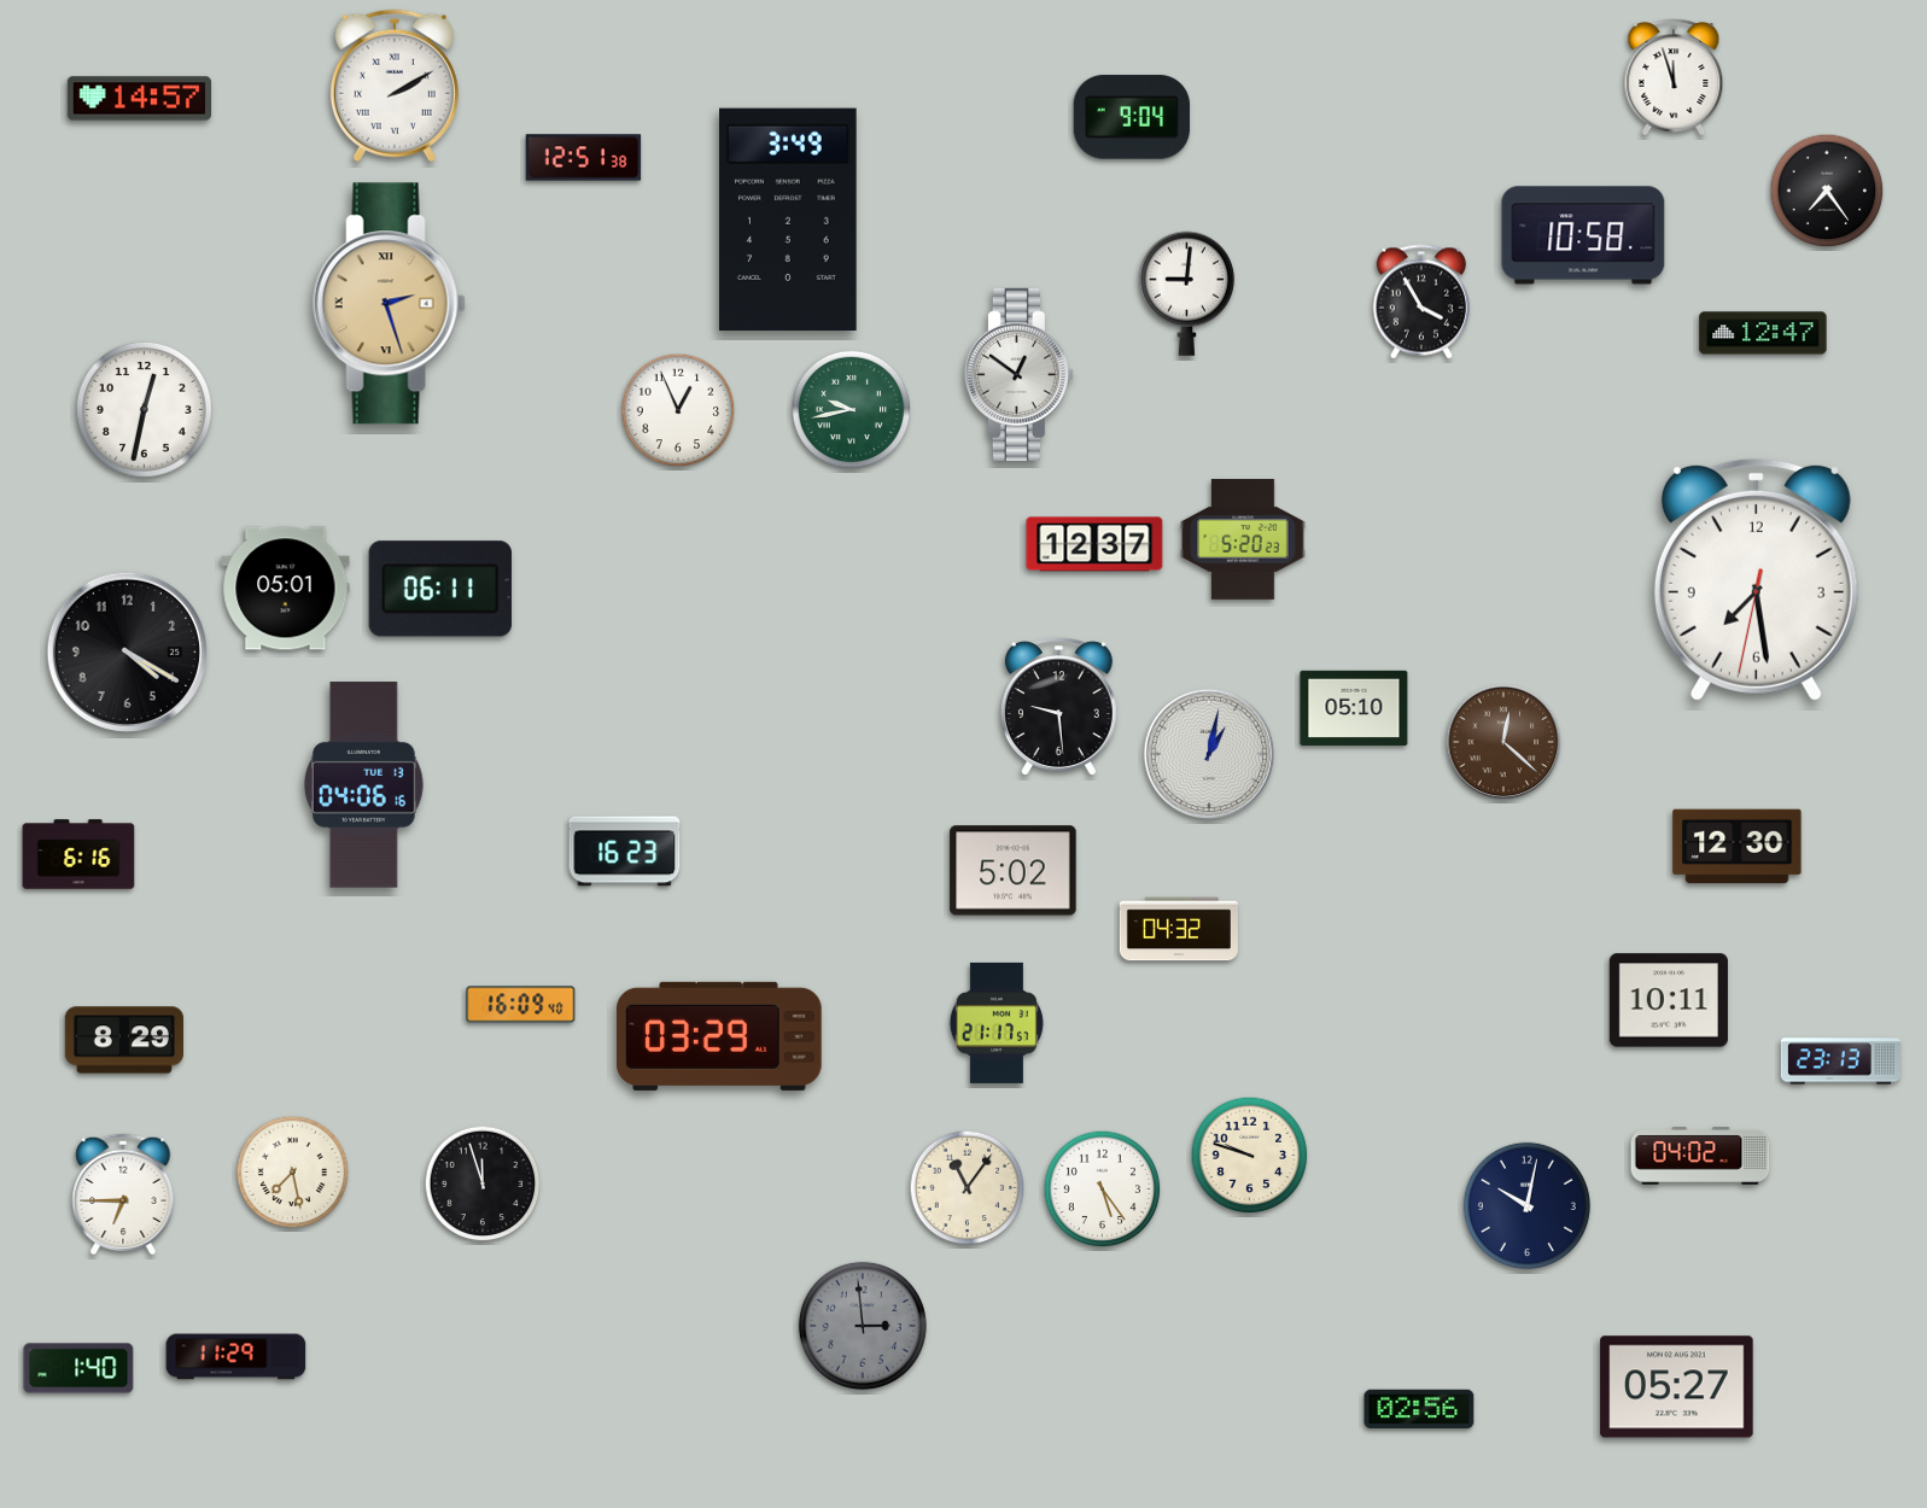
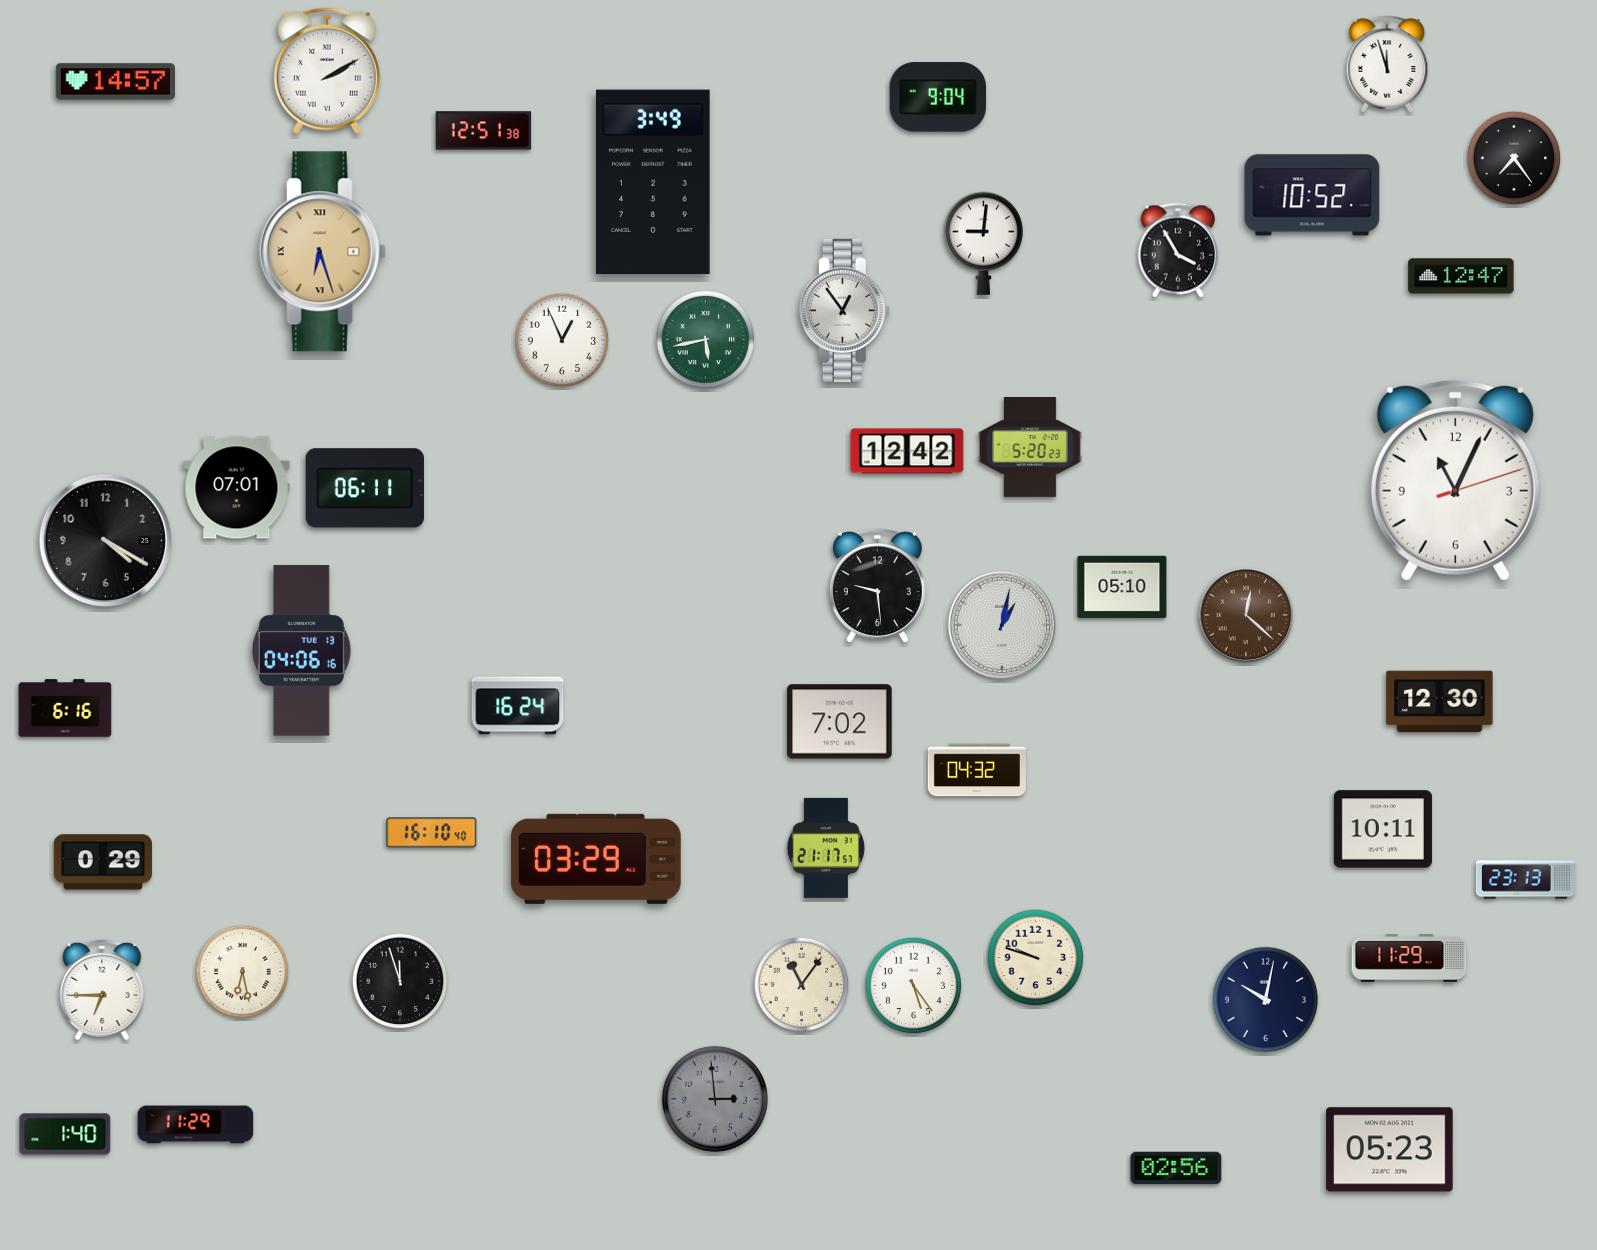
clock at (1583, 235): 10:58 -> 10:52
clock at (389, 304): 2:27 -> 6:27
clock at (1018, 374): 12:51 -> 12:54
clock at (144, 409): 12:32 -> none
clock at (852, 410): 9:43 -> 5:43
clock at (1094, 544): 12:37 -> 12:42
clock at (1756, 579): 7:28 -> 11:04
clock at (286, 589): 05:01 -> 07:01
clock at (625, 852): 16:23 -> 16:24
clock at (1014, 871): 5:02 -> 7:02
clock at (521, 1005): 16:09 -> 16:10
clock at (124, 1040): 8:29 -> 0:29
clock at (1700, 1156): 04:02 -> 11:29
clock at (293, 1173): 7:28 -> 6:28
clock at (1677, 1387): 05:27 -> 05:23
